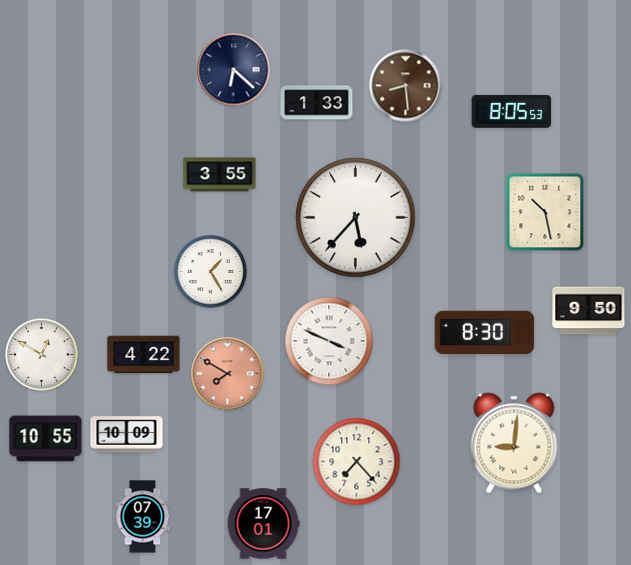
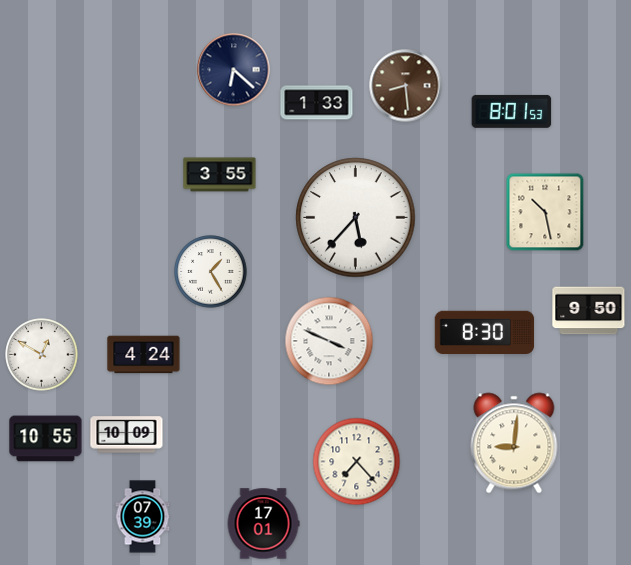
clock at (512, 111): 8:05 -> 8:01
clock at (144, 355): 4:22 -> 4:24
clock at (228, 374): 7:50 -> none
